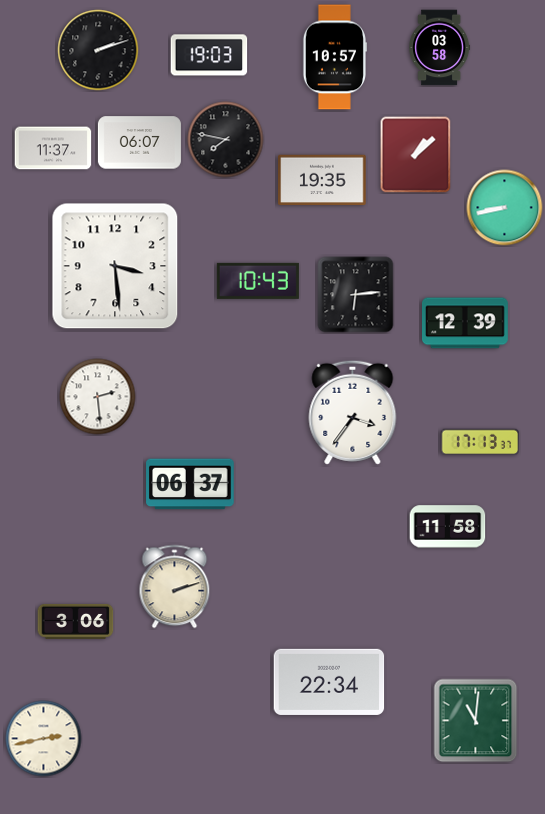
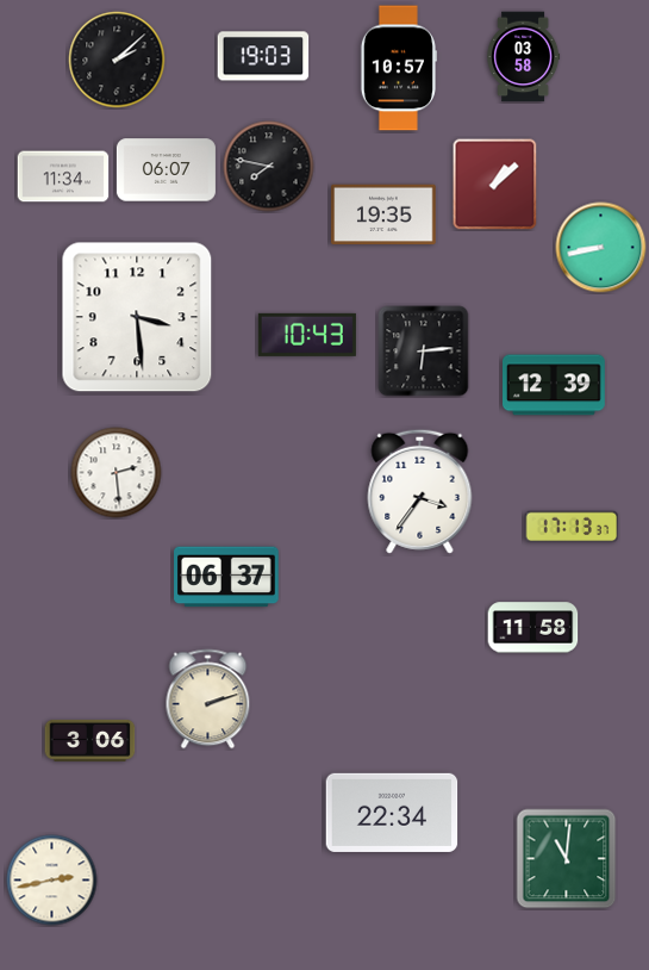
clock at (98, 50): 2:12 -> 2:08
clock at (209, 55) position: (209, 55) -> (263, 56)
clock at (53, 148): 11:37 -> 11:34
